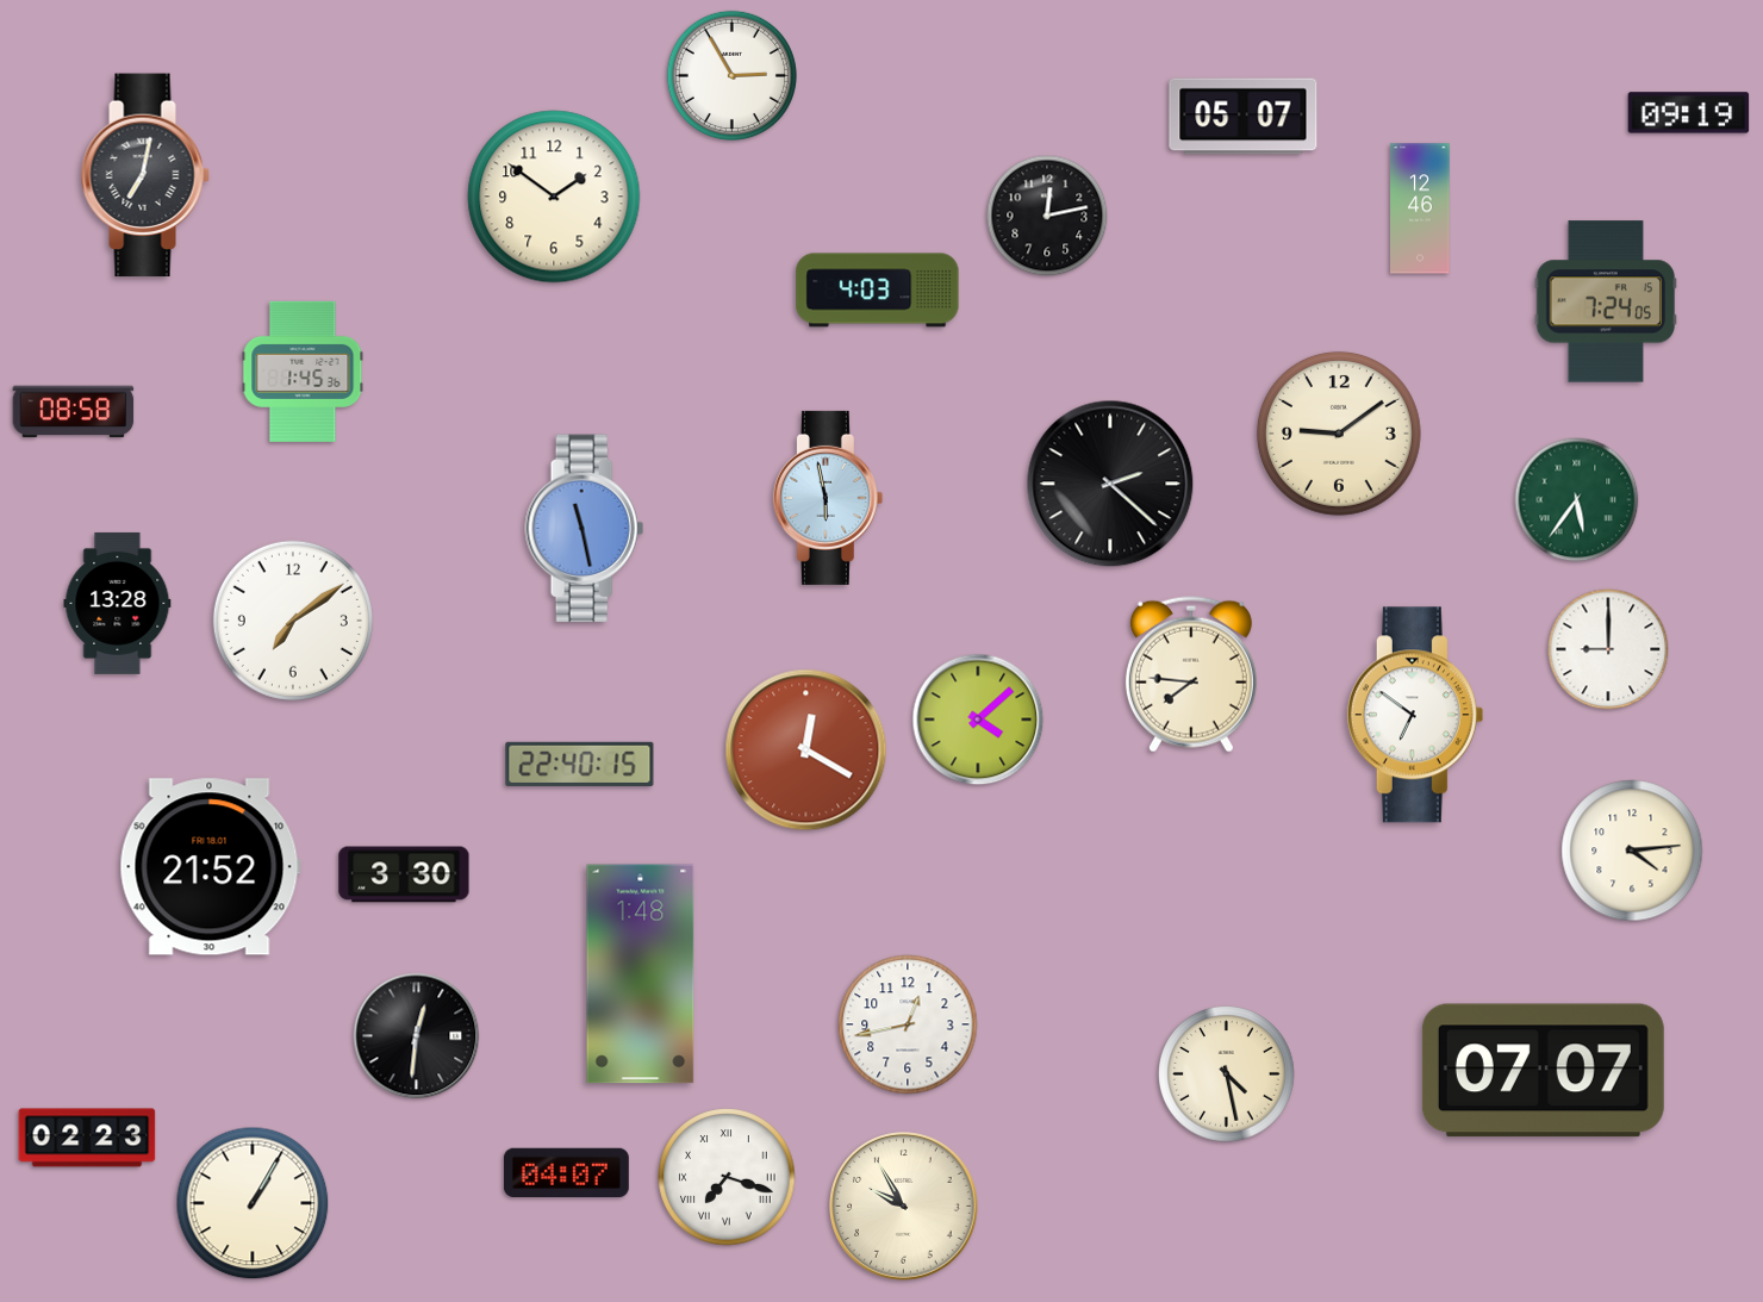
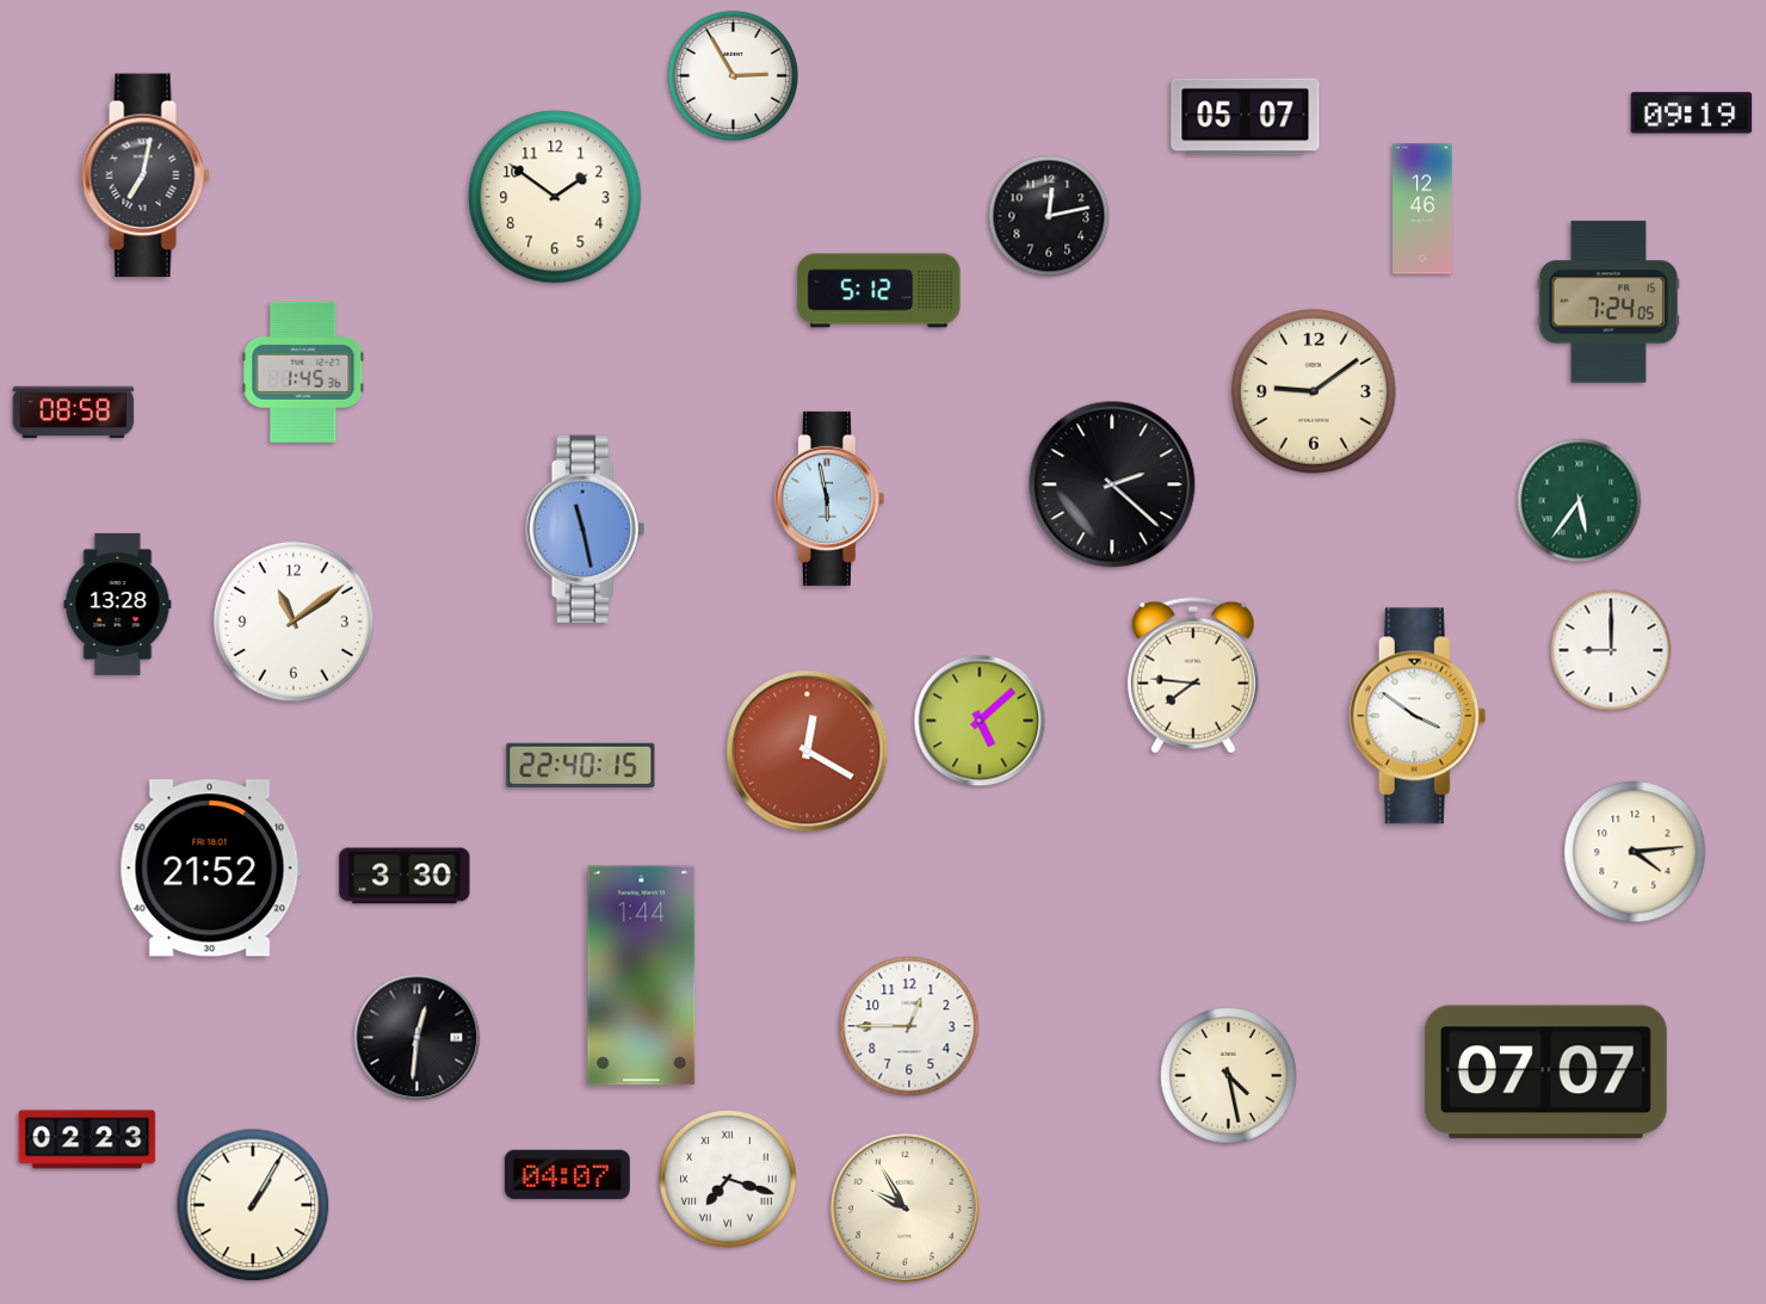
clock at (878, 291): 4:03 -> 5:12
clock at (1339, 434) position: (1339, 434) -> (1314, 391)
clock at (293, 621): 7:09 -> 11:09
clock at (1415, 715): 6:51 -> 3:51
clock at (978, 719): 4:08 -> 5:08
clock at (641, 974): 1:48 -> 1:44
clock at (908, 1024): 12:43 -> 12:45
